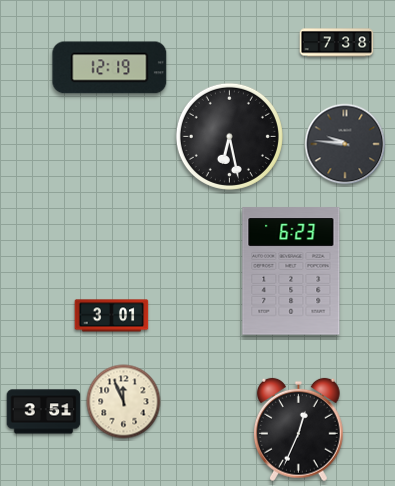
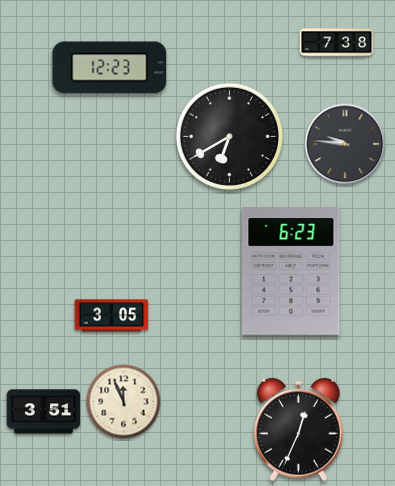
clock at (110, 68): 12:19 -> 12:23
clock at (229, 136): 6:28 -> 6:40
clock at (112, 316): 3:01 -> 3:05
